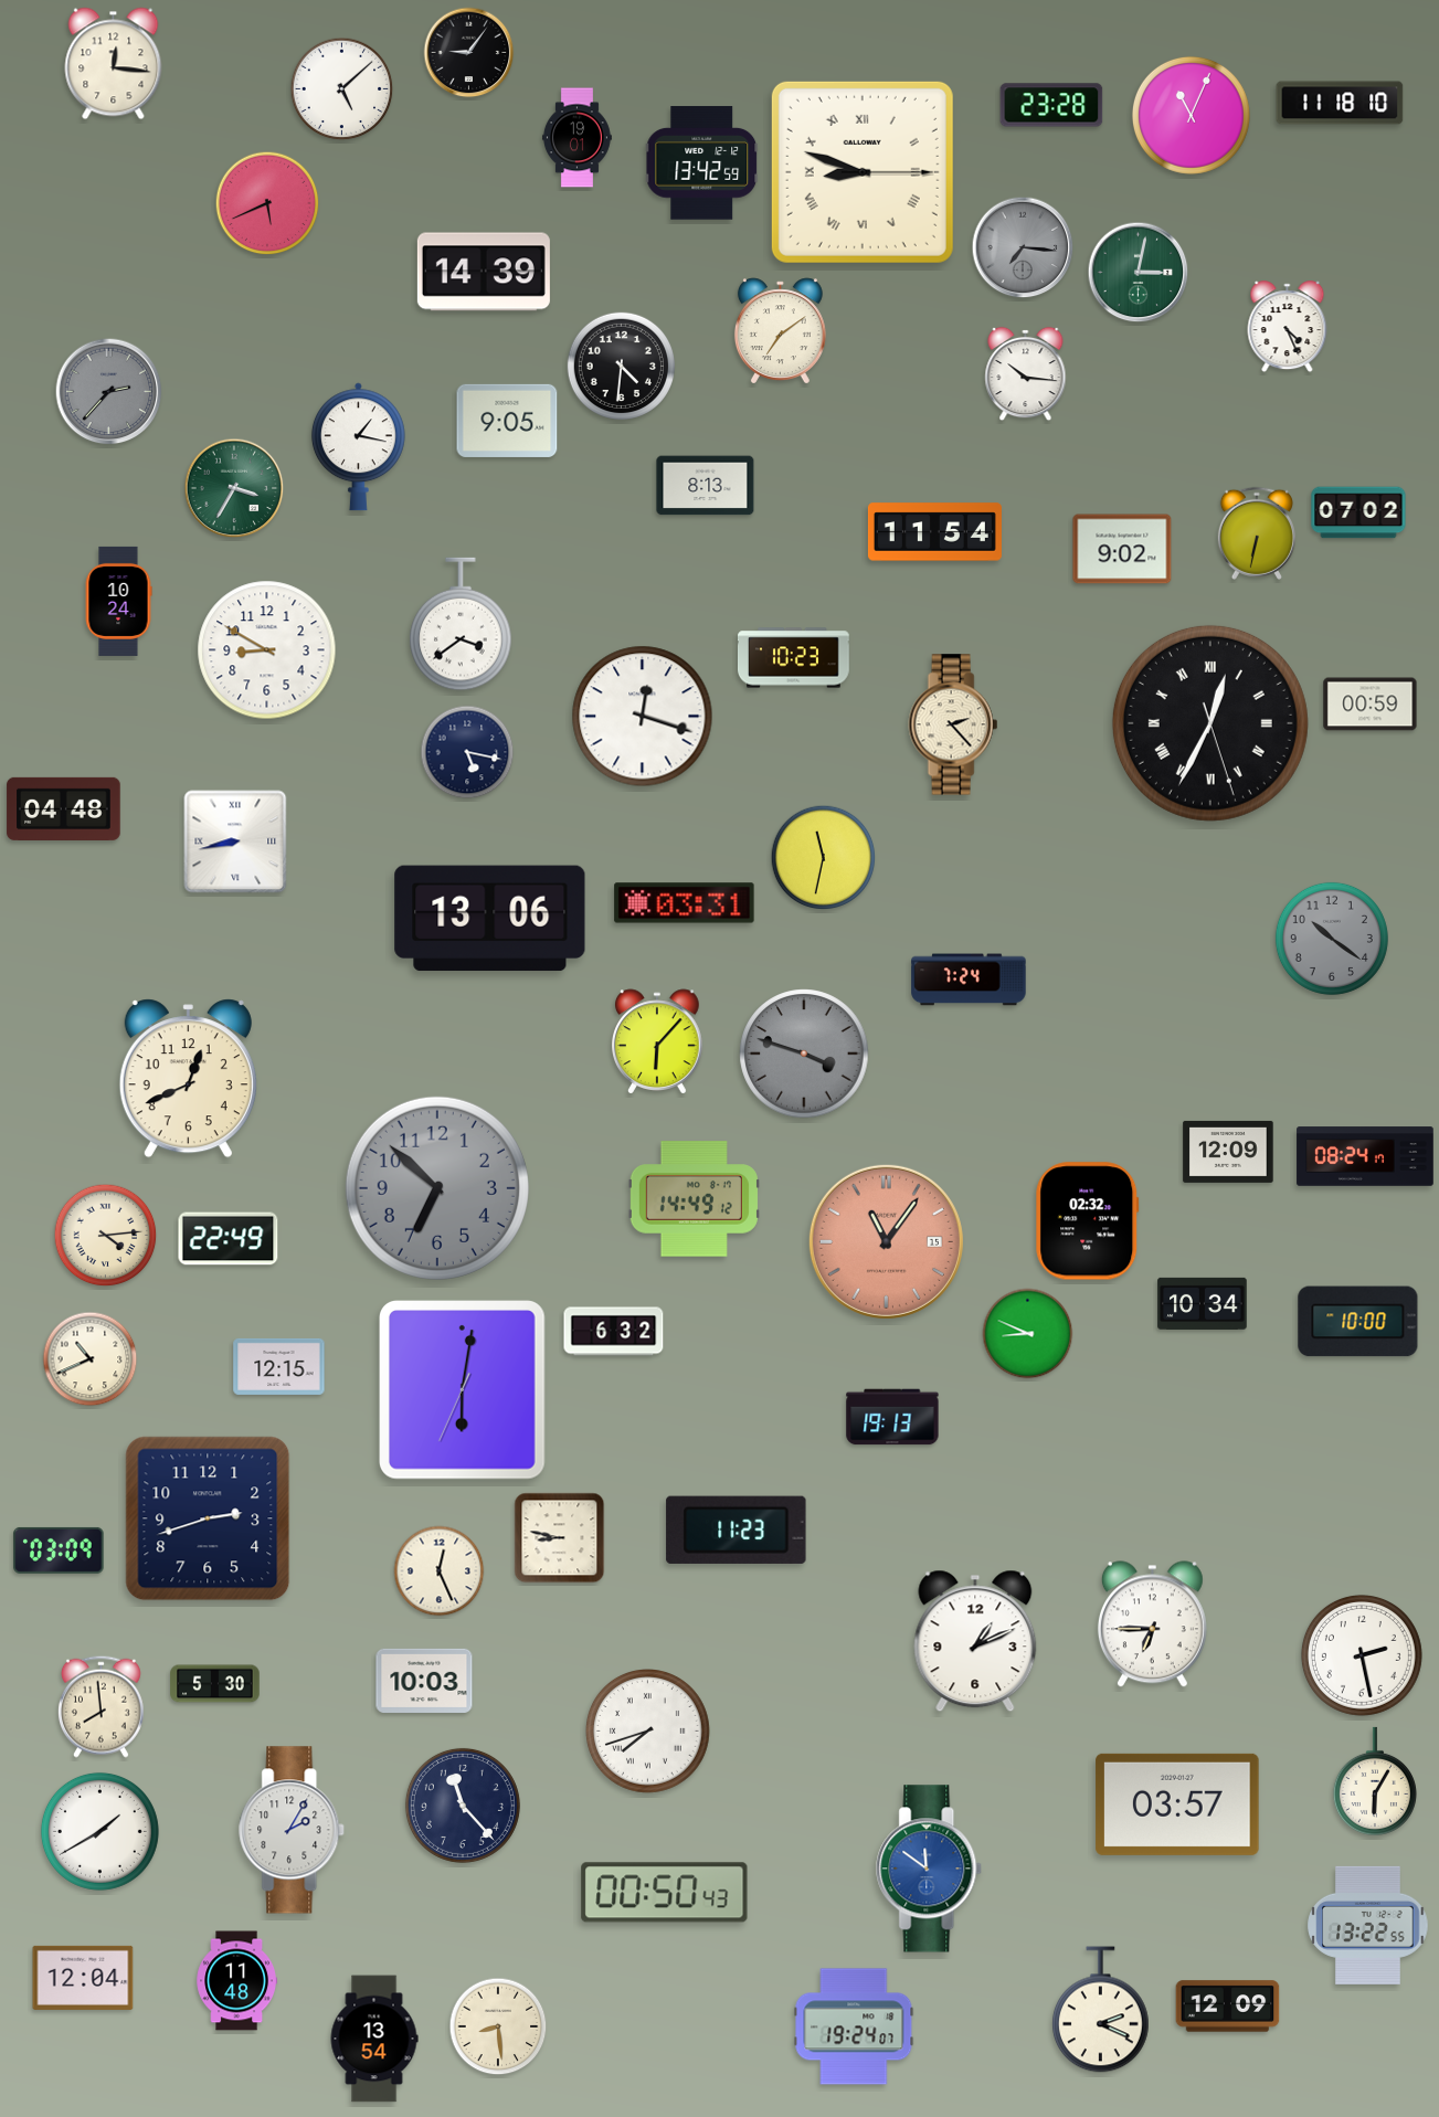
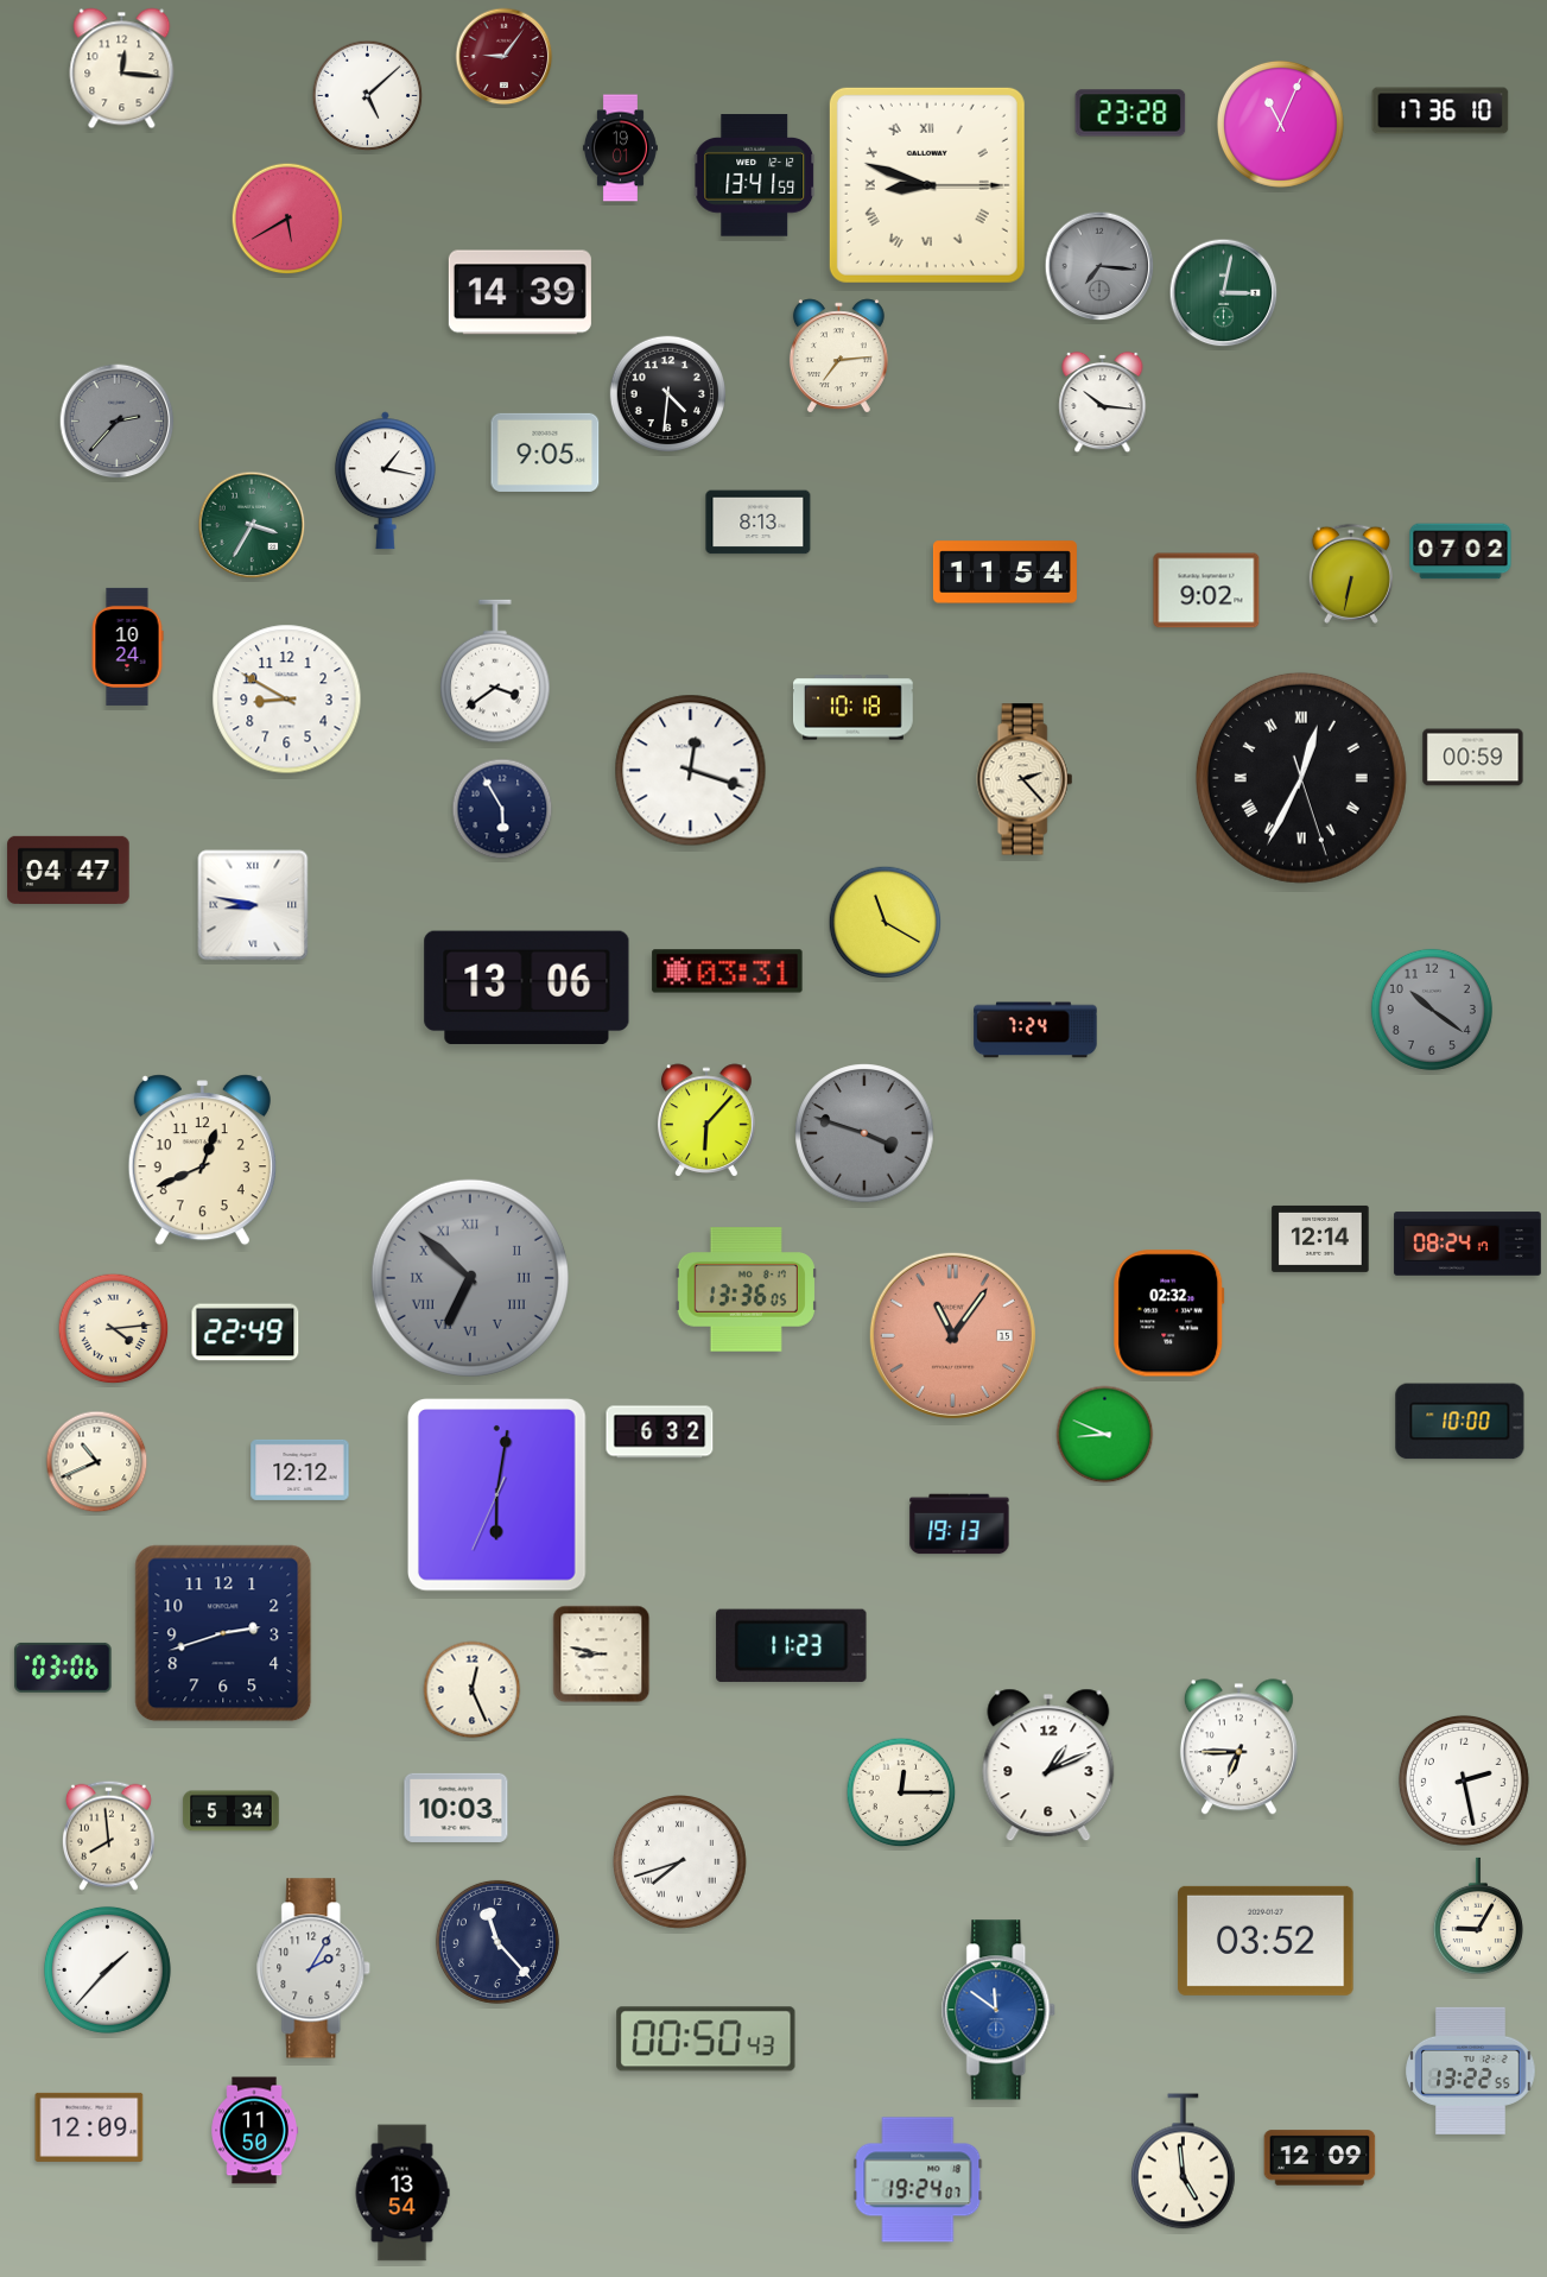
clock at (469, 53) dial: black -> burgundy
clock at (1340, 103): 11:18 -> 17:36
clock at (702, 163): 13:42 -> 13:41
clock at (267, 203): 5:41 -> 5:40
clock at (1288, 327): 4:26 -> none
clock at (780, 330): 7:09 -> 7:14
clock at (794, 658): 10:23 -> 10:18
clock at (467, 752): 5:17 -> 5:55
clock at (64, 808): 04:48 -> 04:47
clock at (235, 841): 8:43 -> 8:47
clock at (824, 858): 11:32 -> 11:20
clock at (685, 903) position: (685, 903) -> (728, 972)
clock at (969, 980) position: (969, 980) -> (1035, 1030)
clock at (1228, 1152): 12:09 -> 12:14
clock at (437, 1188) numerals: Arabic -> Roman
clock at (694, 1199): 14:49 -> 13:36
clock at (1203, 1303): 10:34 -> none
clock at (279, 1366): 12:15 -> 12:12
clock at (59, 1550): 03:09 -> 03:06
clock at (901, 1792): none -> 12:15
clock at (215, 1684): 5:30 -> 5:34
clock at (648, 1732) position: (648, 1732) -> (680, 1862)
clock at (1375, 1781): 6:05 -> 9:05
clock at (1177, 1804): 03:57 -> 03:52
clock at (99, 1831): 1:40 -> 1:37
clock at (665, 1893) position: (665, 1893) -> (706, 2039)
clock at (83, 1978): 12:04 -> 12:09
clock at (236, 1981): 11:48 -> 11:50
clock at (1101, 2010): 2:19 -> 4:59
clock at (498, 2026): 8:29 -> none
